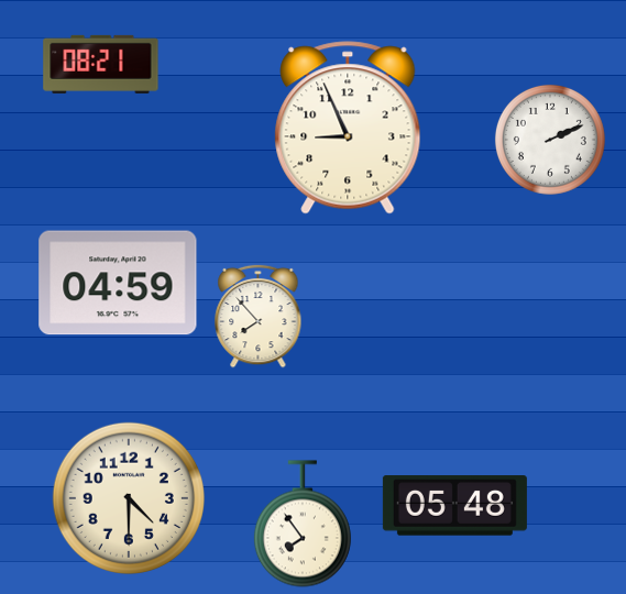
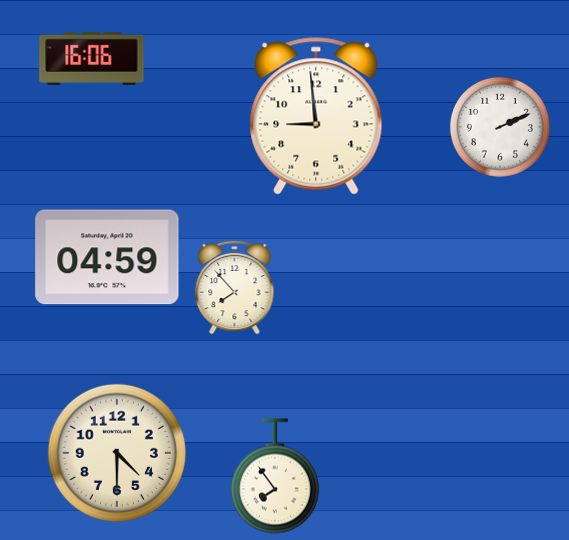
clock at (101, 64): 08:21 -> 16:06
clock at (348, 128): 8:56 -> 8:59
clock at (454, 506): 05:48 -> none
